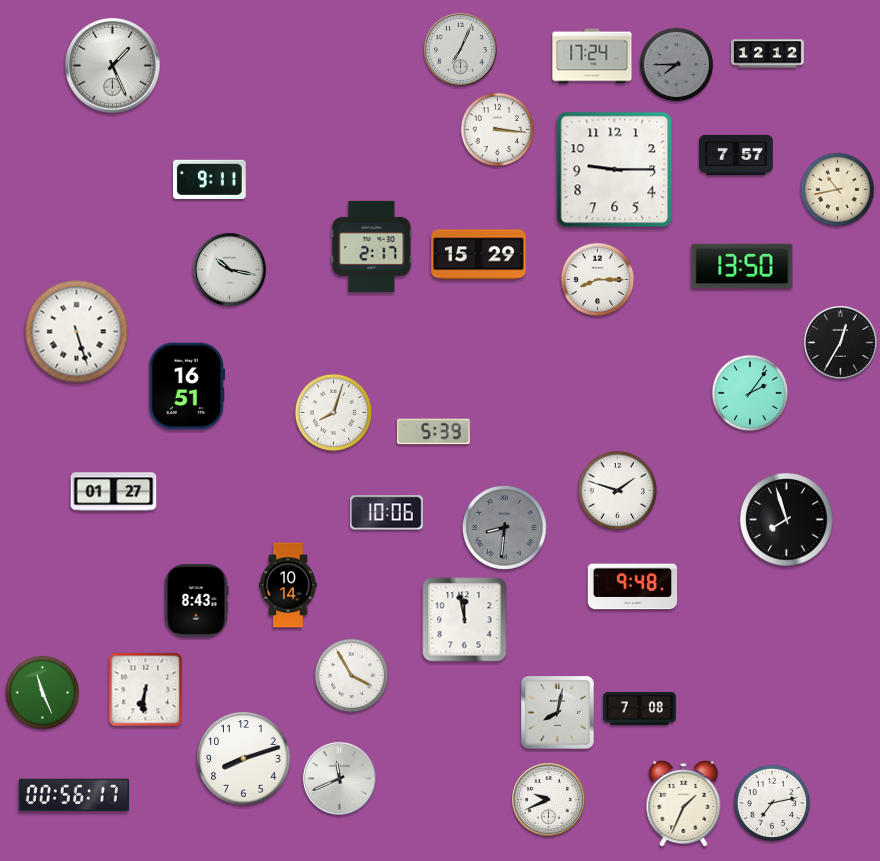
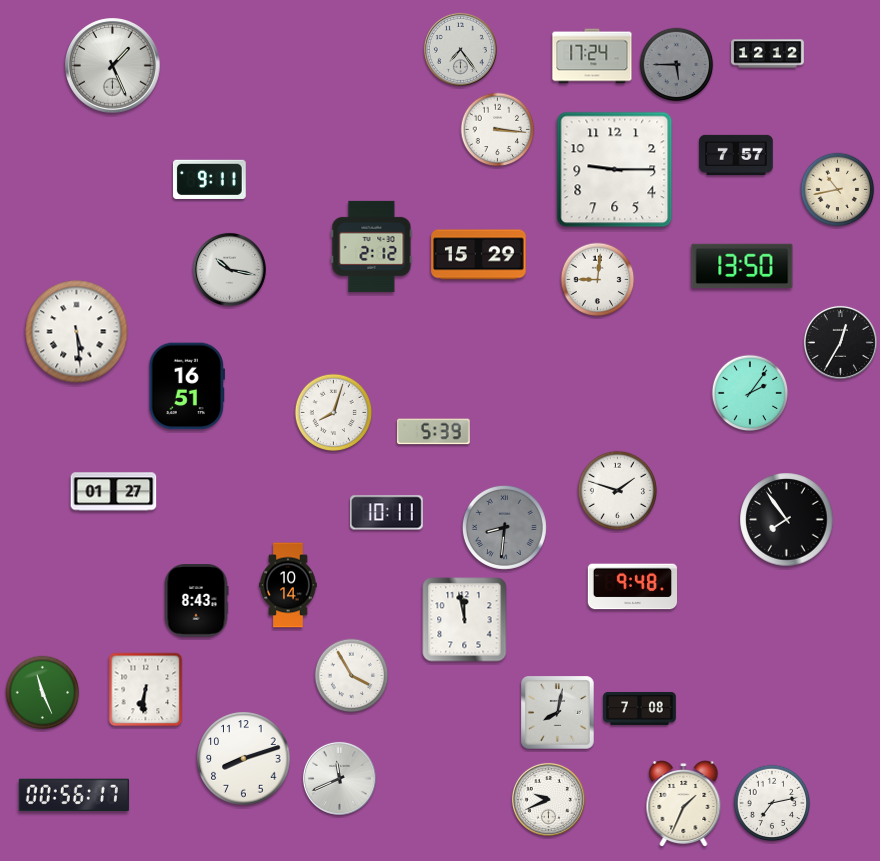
clock at (460, 49): 7:04 -> 7:24
clock at (677, 65): 7:45 -> 5:45
clock at (372, 246): 2:17 -> 2:12
clock at (598, 280): 8:15 -> 9:01
clock at (77, 332): 5:27 -> 5:29
clock at (386, 513): 10:06 -> 10:11
clock at (787, 520): 7:57 -> 7:54
